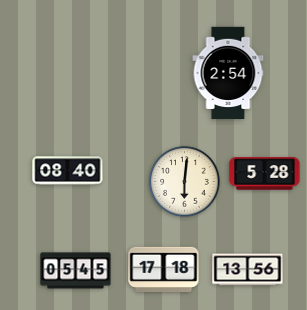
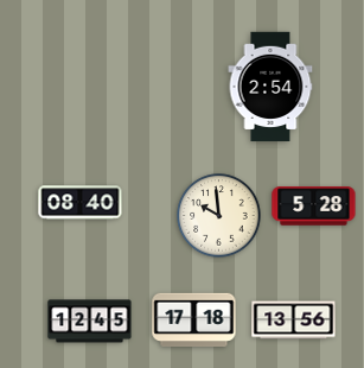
clock at (185, 182): 6:01 -> 9:59
clock at (76, 271): 05:45 -> 12:45
